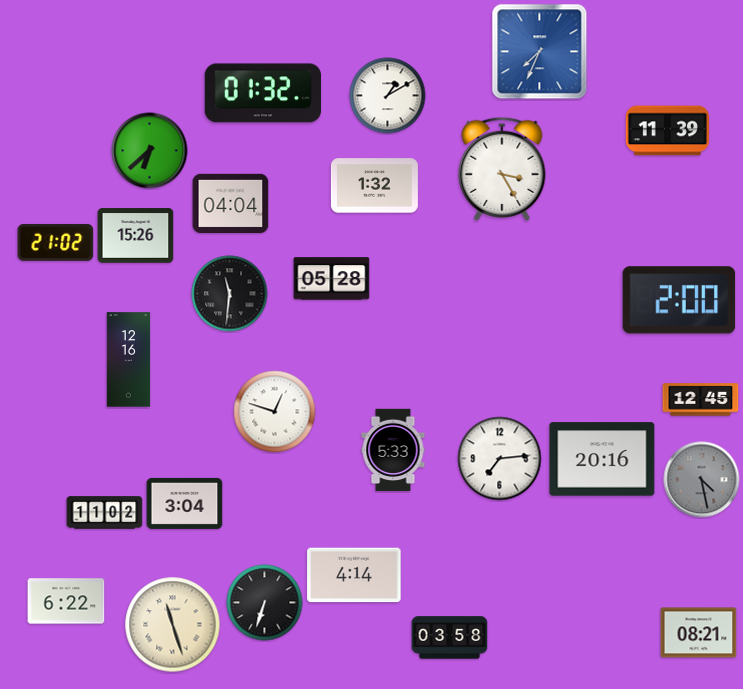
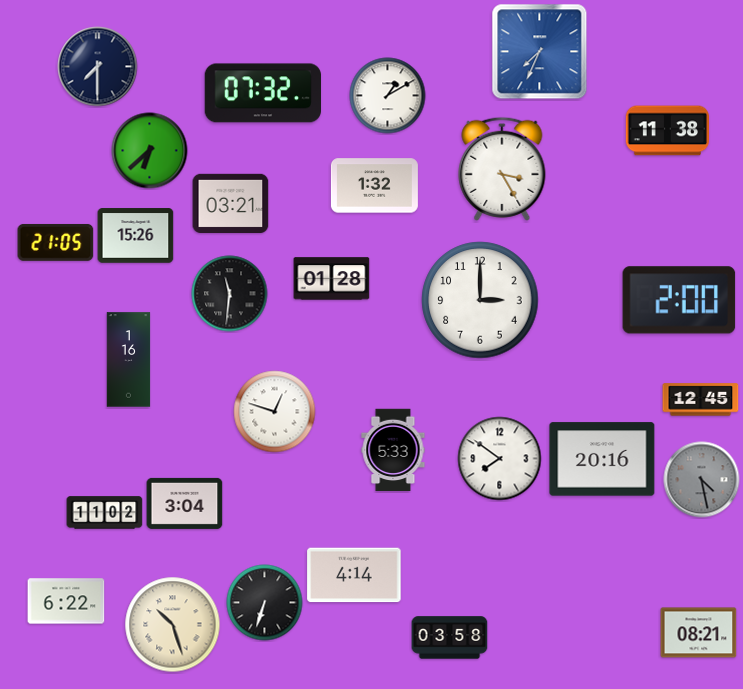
clock at (98, 67): none -> 7:30
clock at (262, 93): 01:32 -> 07:32
clock at (667, 131): 11:39 -> 11:38
clock at (231, 203): 04:04 -> 03:21
clock at (56, 243): 21:02 -> 21:05
clock at (332, 279): 05:28 -> 01:28
clock at (480, 300): none -> 3:00
clock at (129, 360): 12:16 -> 1:16
clock at (500, 459): 7:14 -> 7:51
clock at (173, 625): 11:27 -> 10:27
